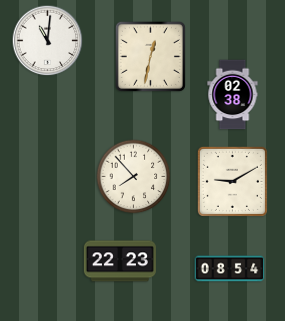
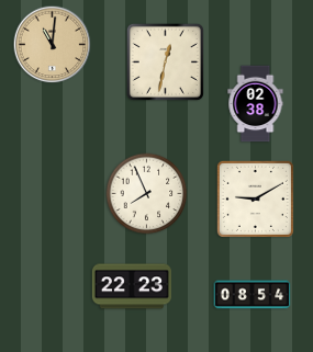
clock at (48, 41) dial: white -> champagne
clock at (134, 177): 7:53 -> 7:56
